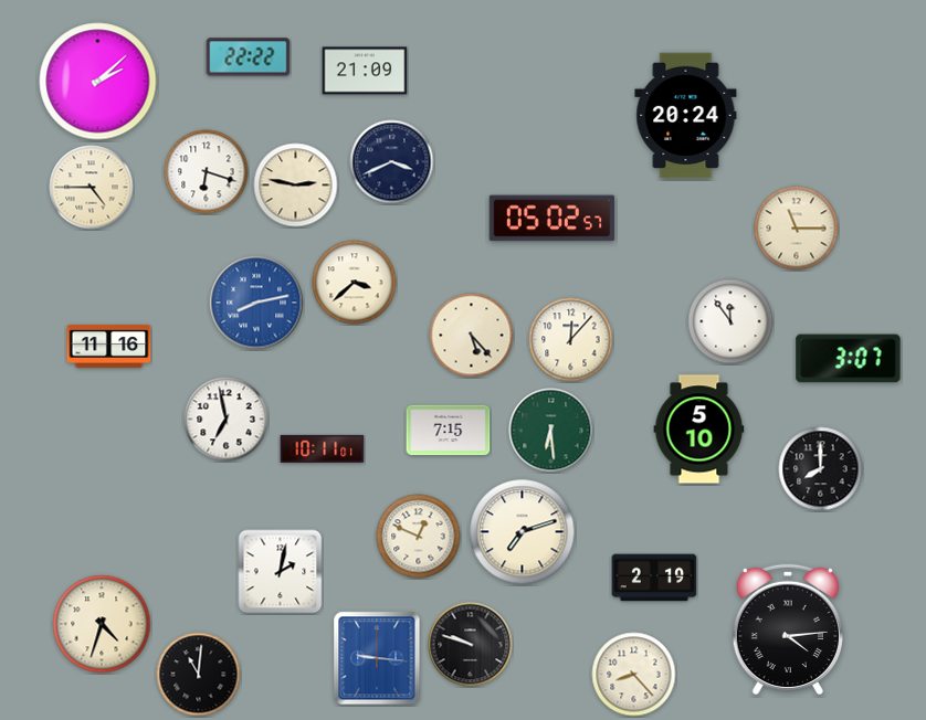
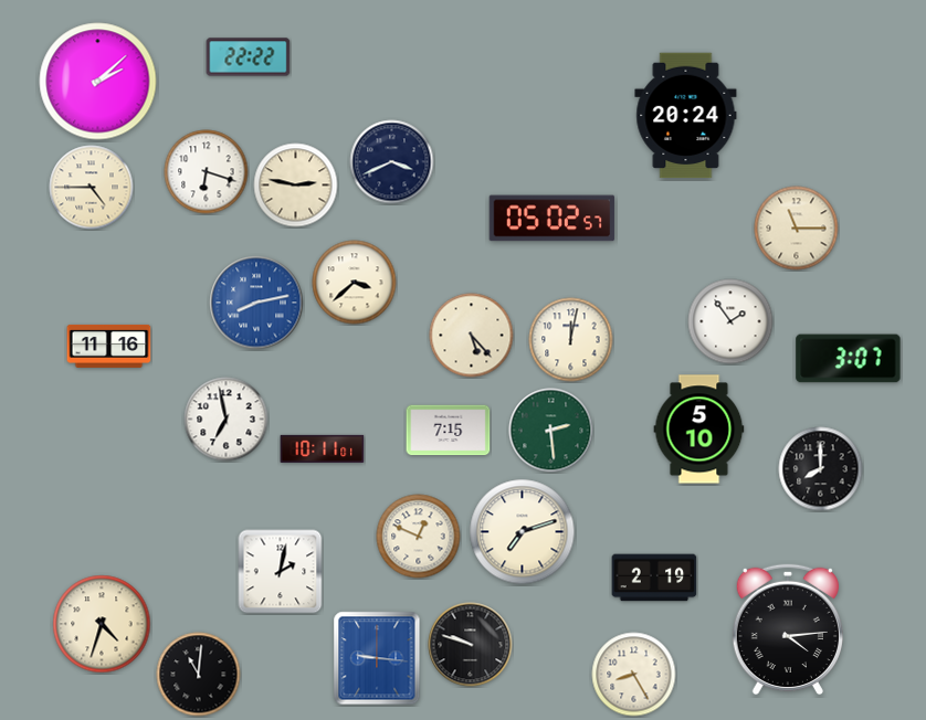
clock at (365, 71): 21:09 -> none
clock at (730, 321): 11:54 -> 1:54
clock at (571, 340): 12:07 -> 12:02
clock at (551, 431): 6:29 -> 2:29
clock at (634, 675): 8:23 -> 8:25
